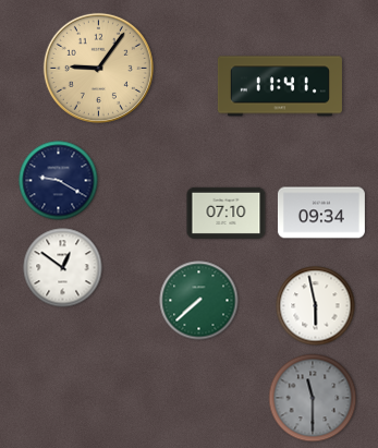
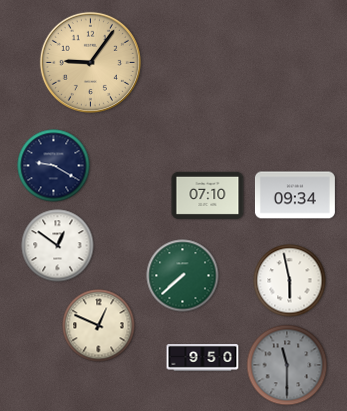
clock at (280, 86): 11:41 -> none
clock at (99, 326): none -> 12:49
clock at (203, 358): none -> 9:50
